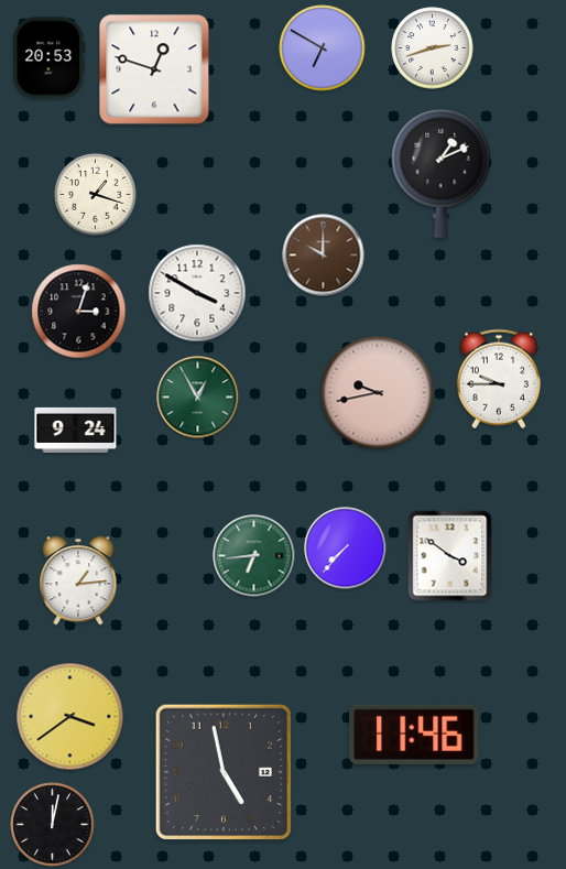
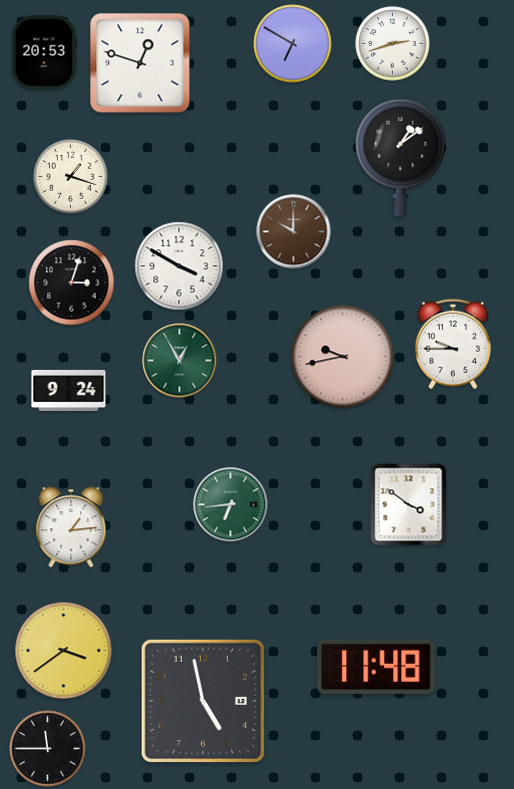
clock at (442, 173): 1:11 -> 1:09
clock at (96, 195) position: (96, 195) -> (71, 177)
clock at (346, 548): 7:37 -> none
clock at (414, 735): 11:46 -> 11:48
clock at (53, 825): 12:02 -> 11:45
